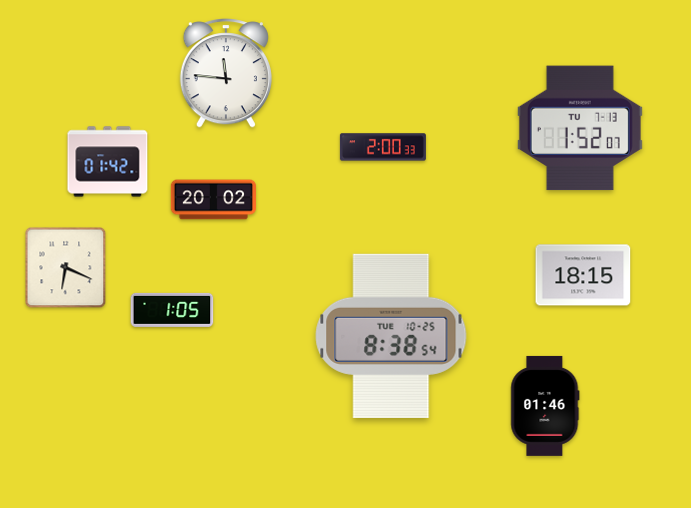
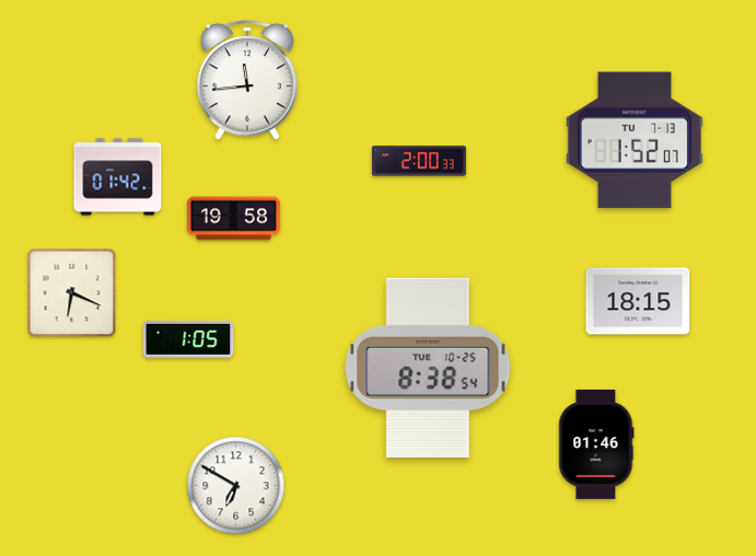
clock at (226, 73): 11:46 -> 11:44
clock at (213, 200): 20:02 -> 19:58
clock at (236, 486): none -> 6:50
